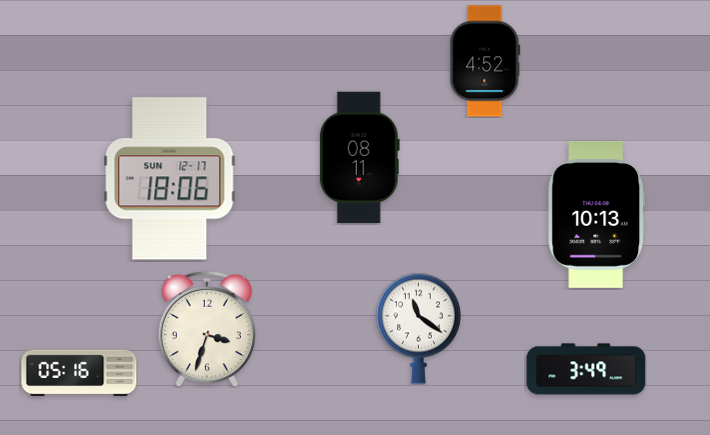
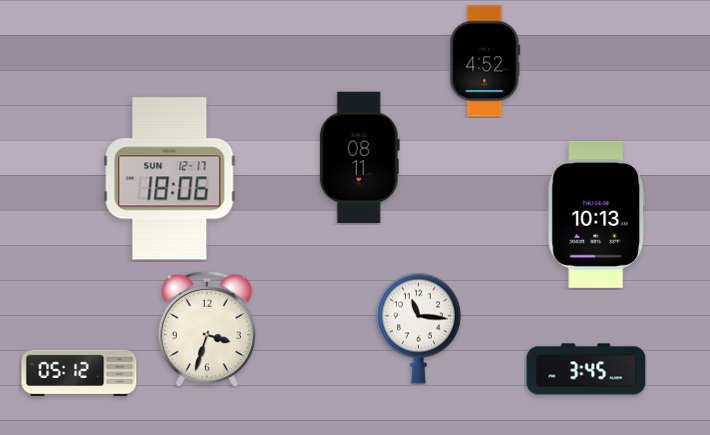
clock at (418, 328): 11:21 -> 11:16
clock at (586, 369): 3:49 -> 3:45
clock at (79, 373): 05:16 -> 05:12
